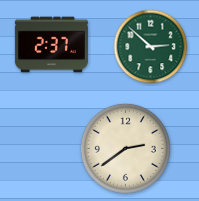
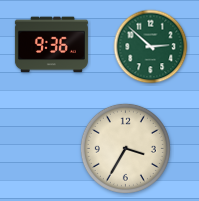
clock at (51, 45): 2:37 -> 9:36
clock at (125, 148): 2:39 -> 3:35
